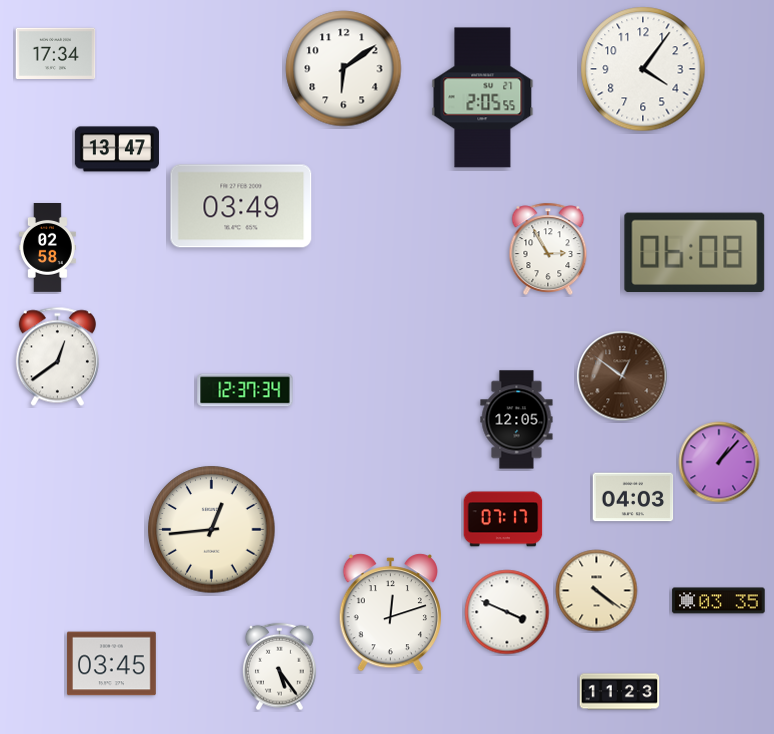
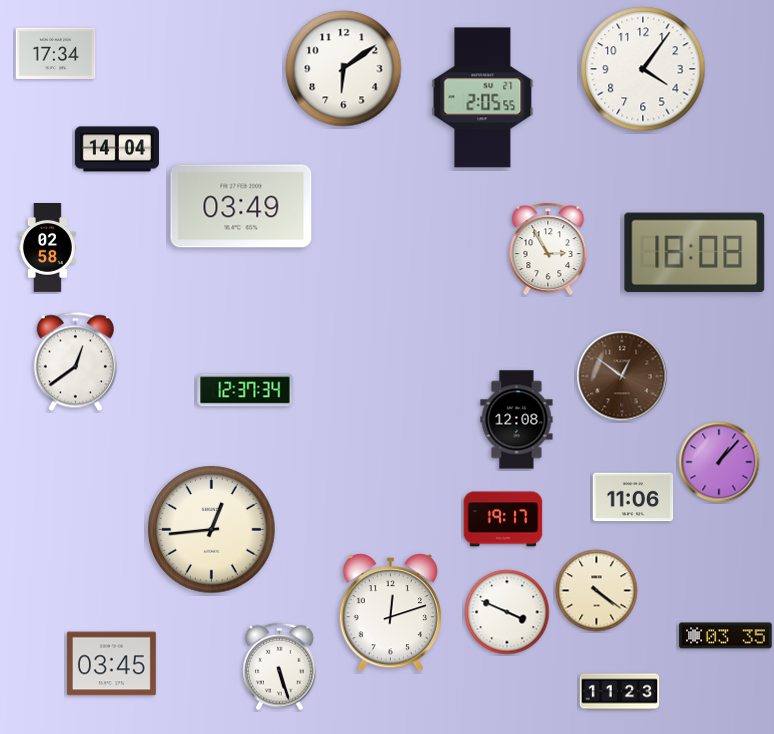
clock at (117, 149): 13:47 -> 14:04
clock at (695, 252): 06:08 -> 18:08
clock at (57, 357) position: (57, 357) -> (75, 362)
clock at (517, 420): 12:05 -> 12:08
clock at (633, 497): 04:03 -> 11:06
clock at (503, 519): 07:17 -> 19:17
clock at (719, 601) position: (719, 601) -> (726, 636)
clock at (280, 667): 5:24 -> 5:27
